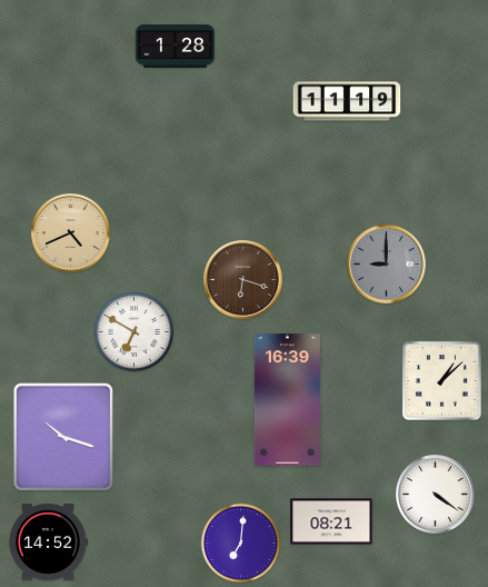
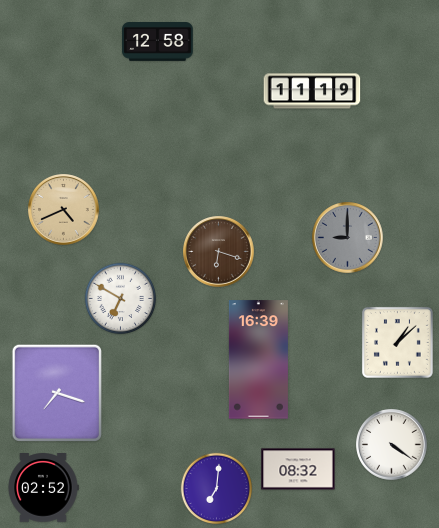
clock at (176, 47): 1:28 -> 12:58
clock at (63, 437): 10:18 -> 7:18
clock at (331, 521): 08:21 -> 08:32
clock at (48, 543): 14:52 -> 02:52
